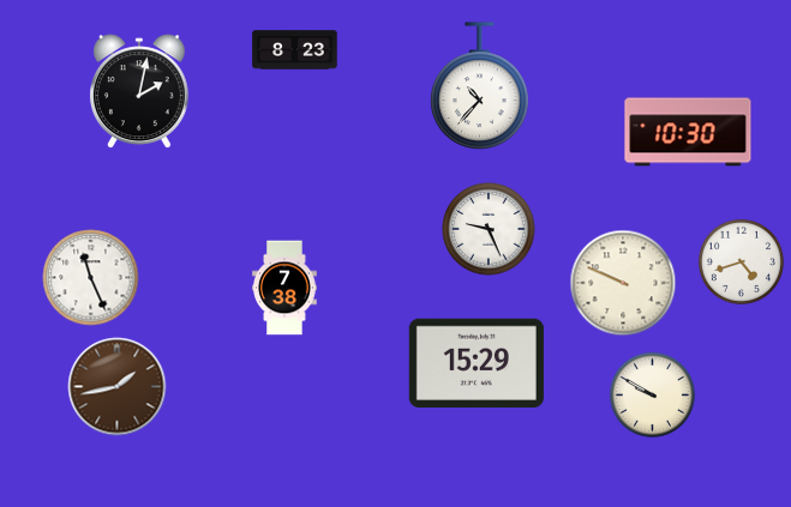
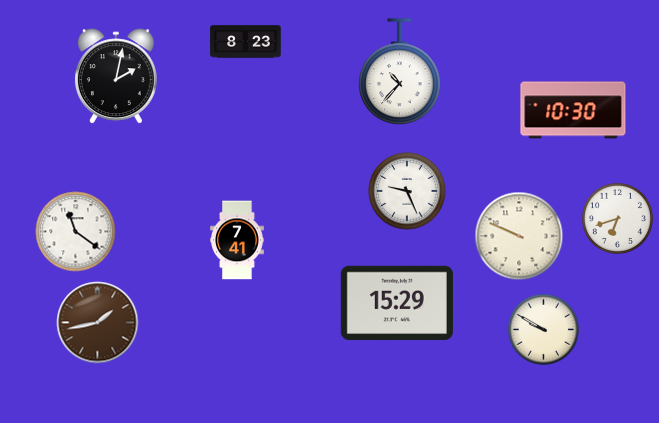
clock at (741, 261): 4:42 -> 6:42
clock at (91, 278): 11:26 -> 11:21
clock at (284, 288): 7:38 -> 7:41
